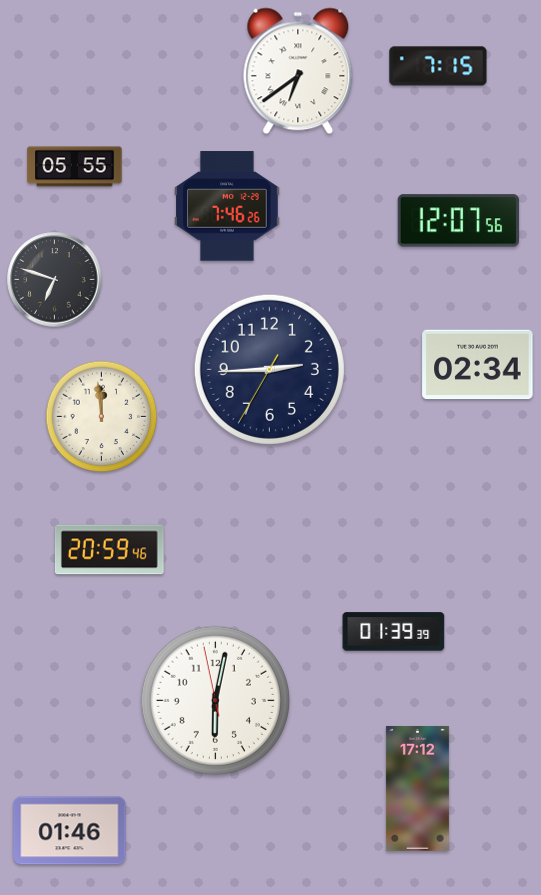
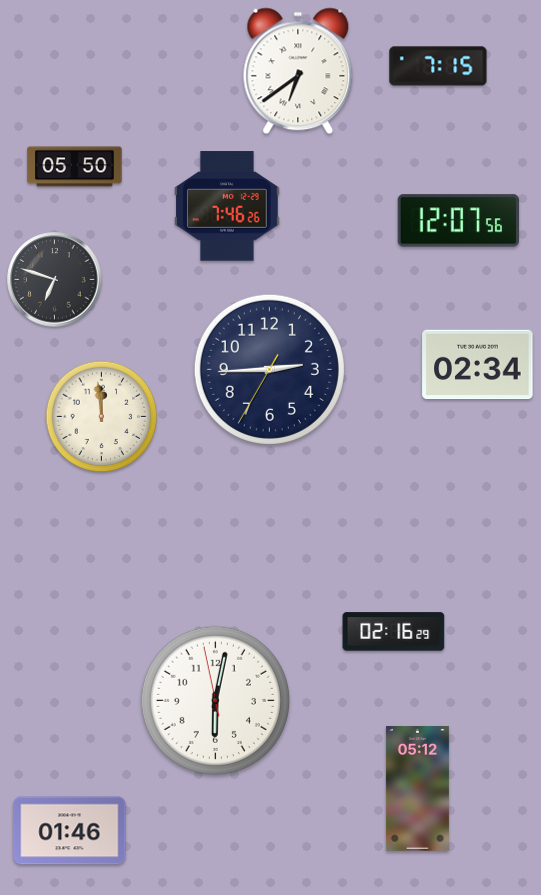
clock at (75, 167): 05:55 -> 05:50
clock at (109, 550): 20:59 -> none
clock at (394, 632): 01:39 -> 02:16
clock at (417, 788): 17:12 -> 05:12
